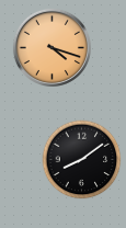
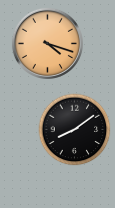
clock at (82, 160) position: (82, 160) -> (75, 130)
